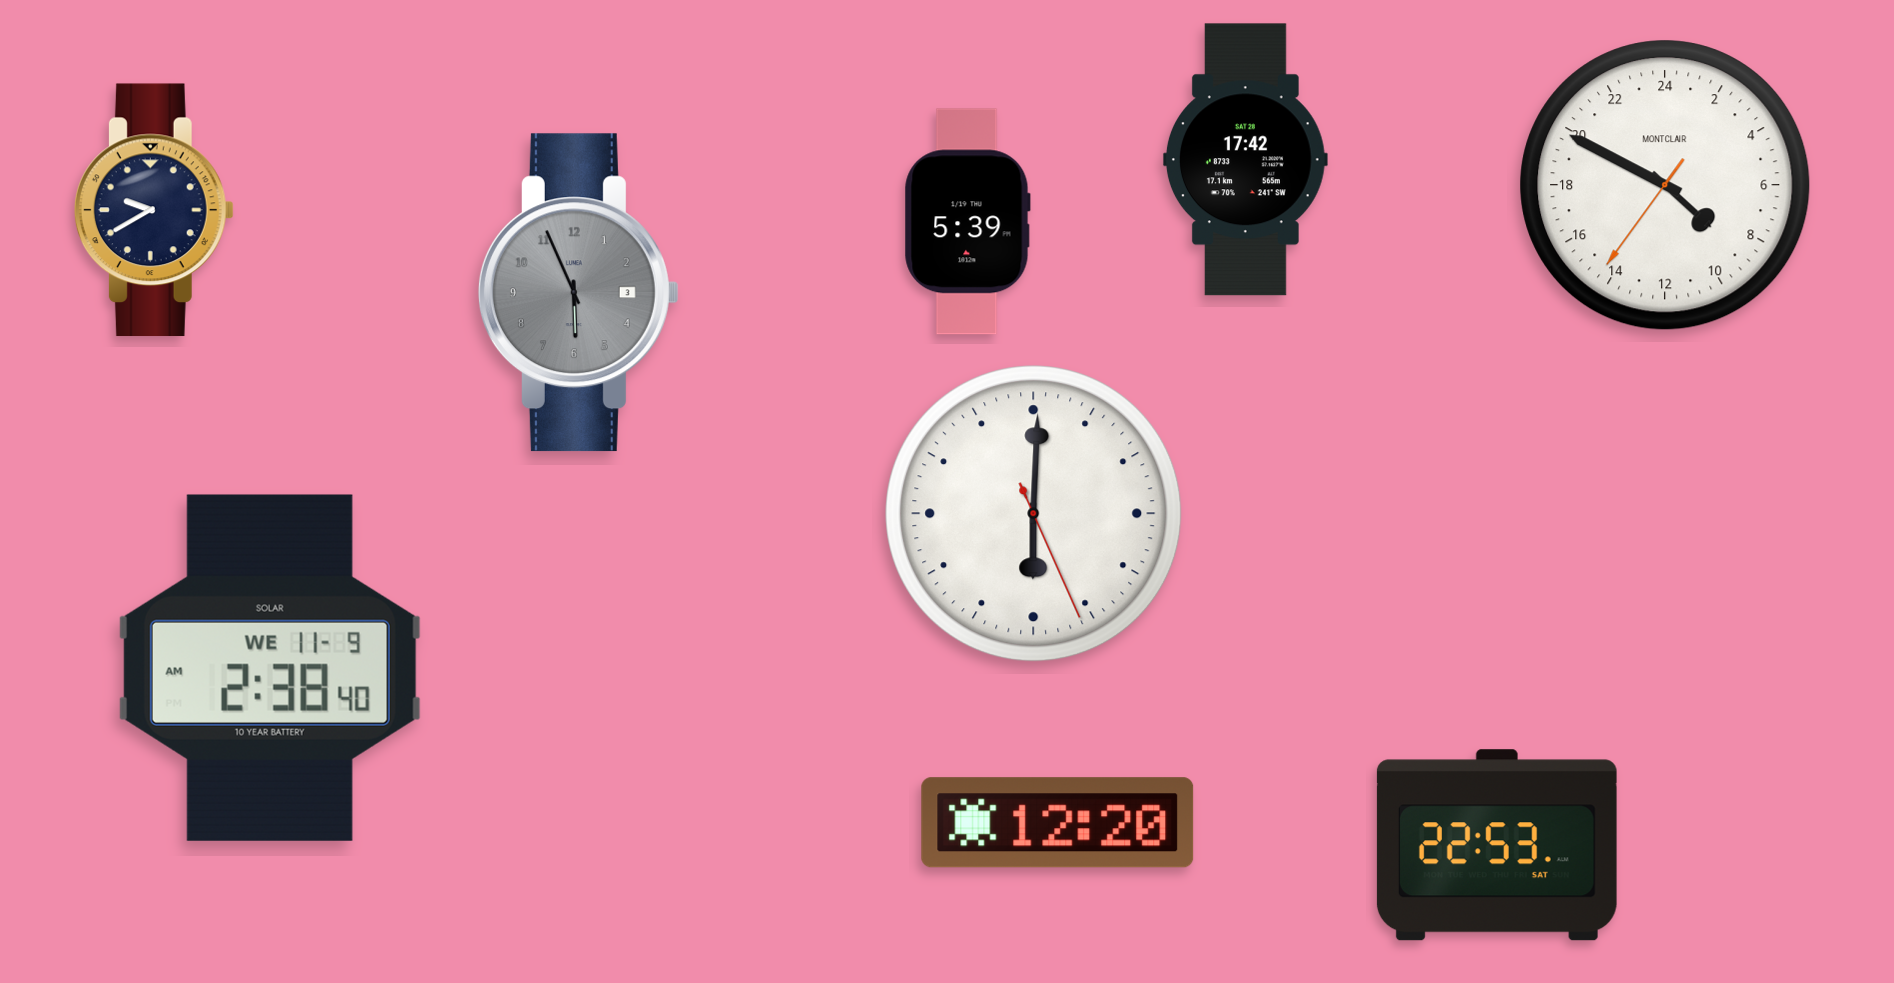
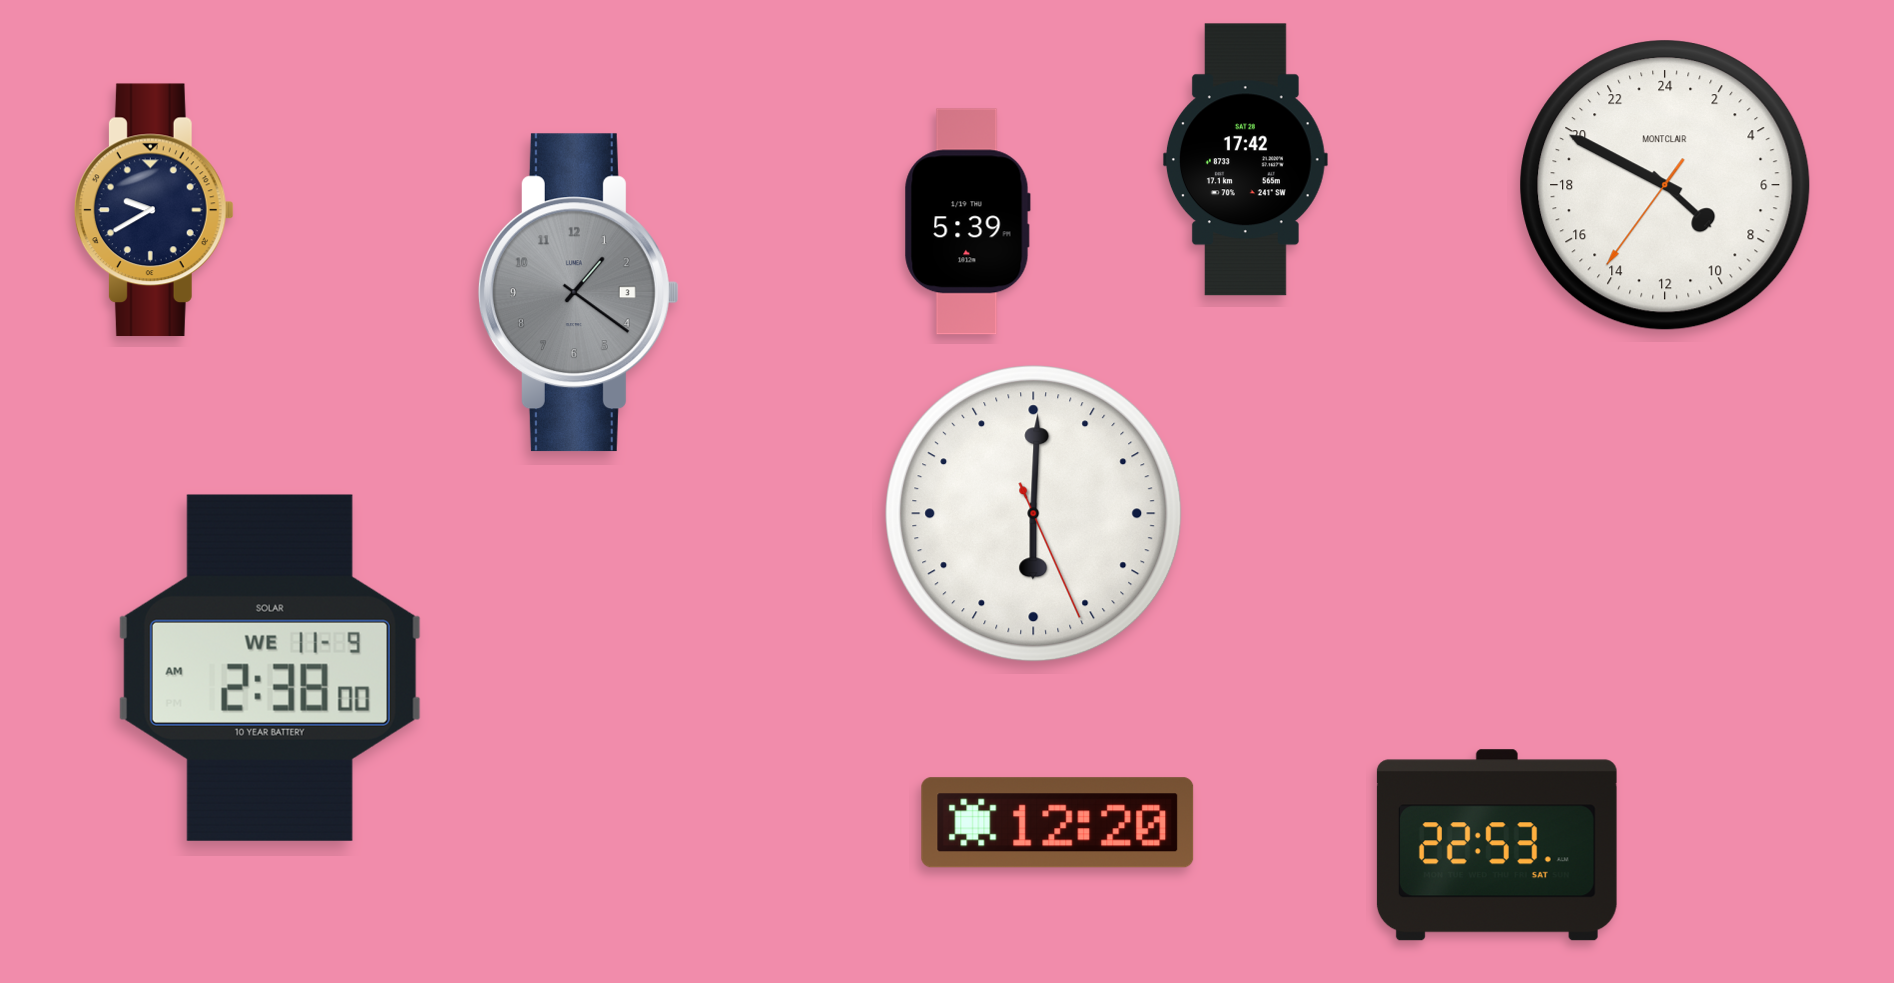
clock at (578, 293): 5:56 -> 1:21
clock at (270, 668): 2:38:40 AM -> 2:38:00 AM
